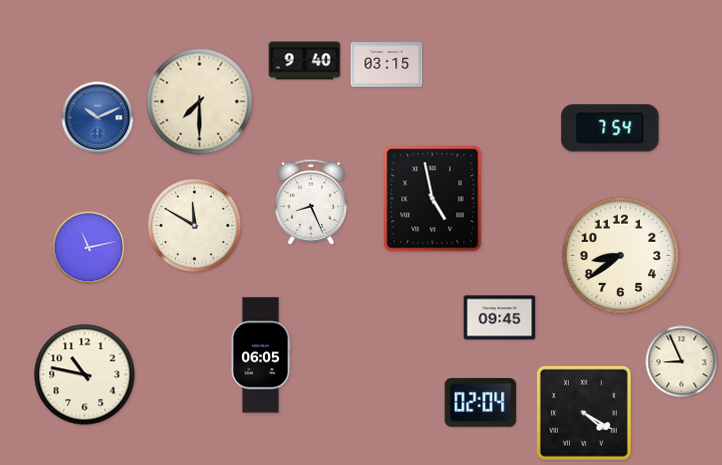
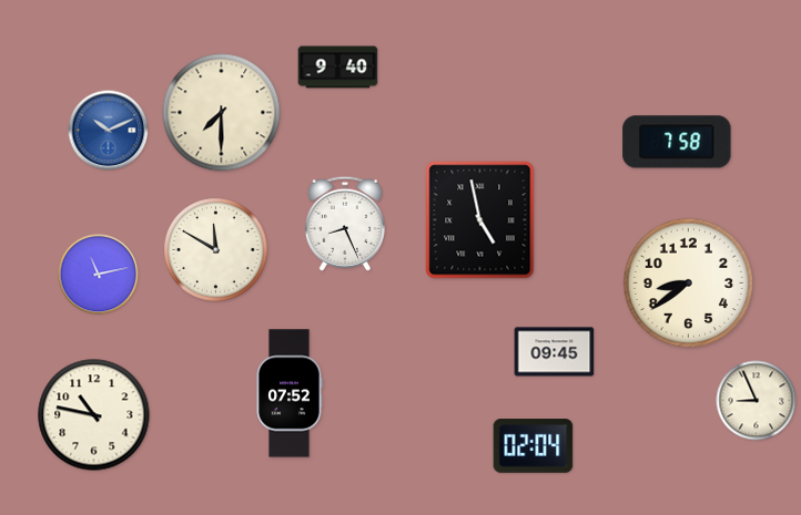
clock at (387, 65): 03:15 -> none
clock at (610, 128): 7:54 -> 7:58
clock at (261, 355): 06:05 -> 07:52
clock at (584, 413): 4:20 -> none
